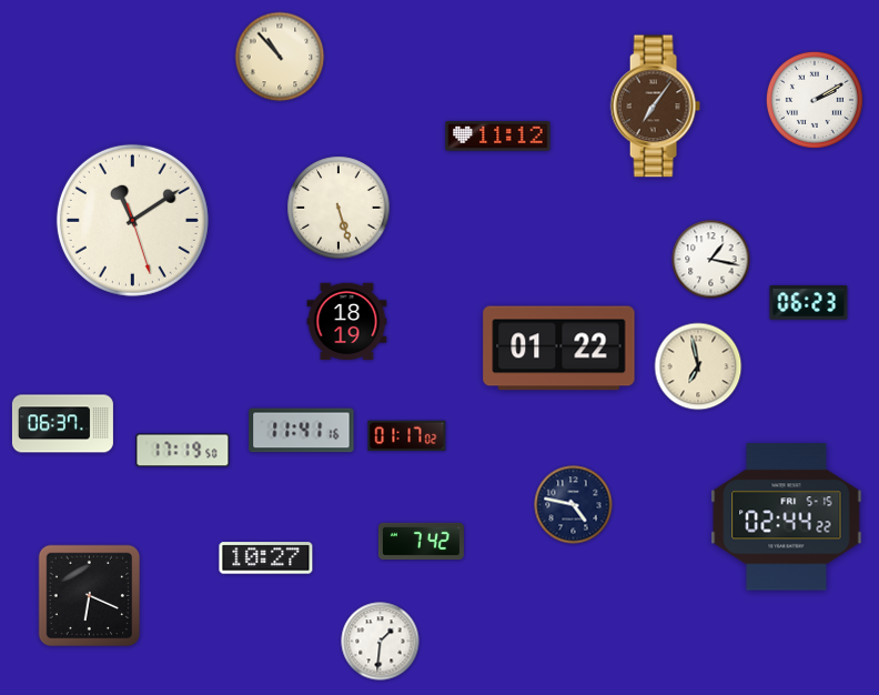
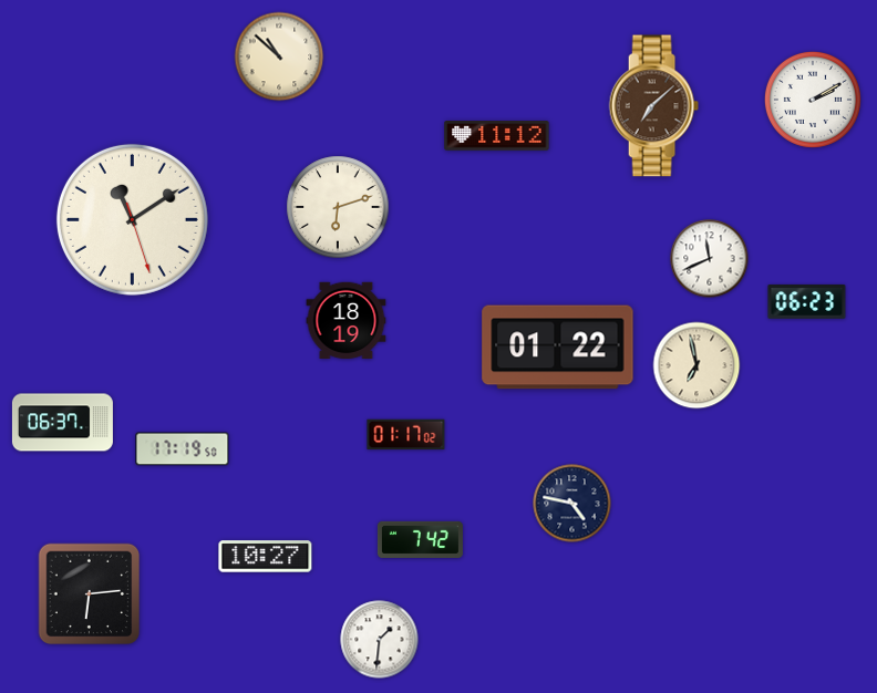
clock at (280, 57): 10:53 -> 10:52
clock at (655, 107): 7:06 -> 7:08
clock at (339, 208): 5:27 -> 6:12
clock at (711, 260): 1:17 -> 11:41
clock at (302, 431): 11:41 -> none
clock at (787, 517): 02:44 -> none
clock at (90, 596): 6:19 -> 6:14
